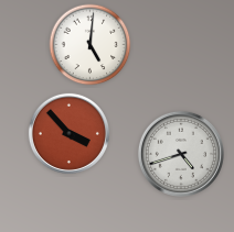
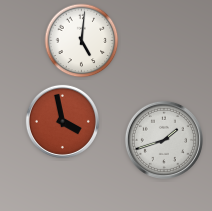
clock at (68, 133): 3:53 -> 3:58
clock at (181, 154): 4:42 -> 1:42
